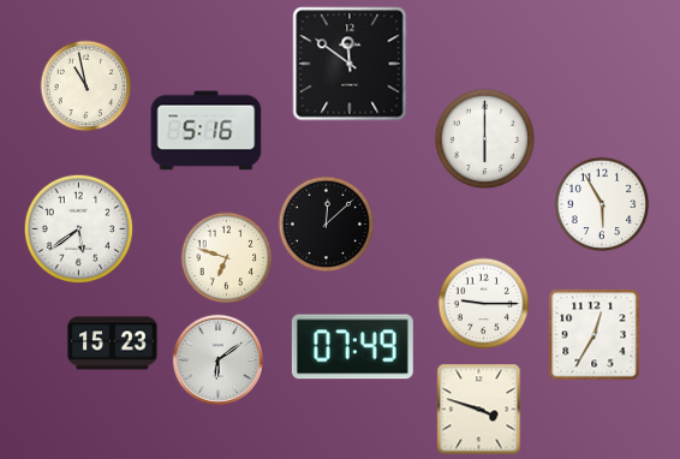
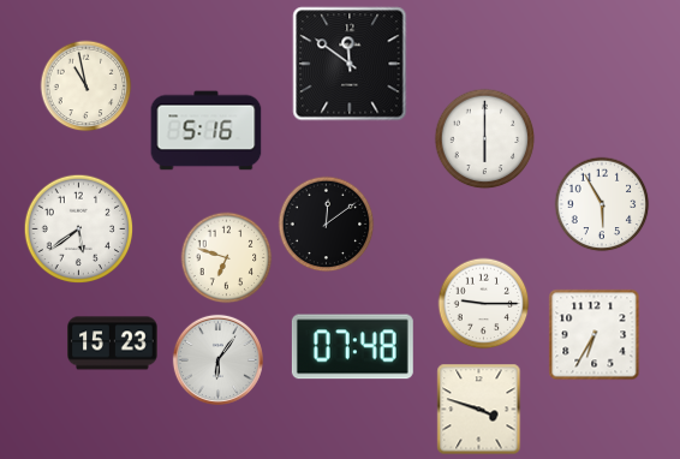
clock at (327, 225): 12:08 -> 12:09
clock at (595, 335): 12:35 -> 6:35
clock at (352, 347): 07:49 -> 07:48
clock at (217, 359): 6:09 -> 6:06
